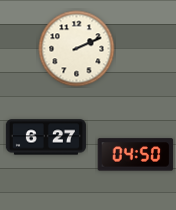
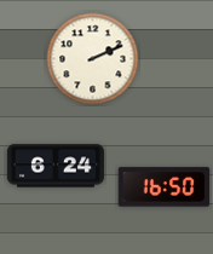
clock at (46, 137): 6:27 -> 6:24
clock at (136, 155): 04:50 -> 16:50
